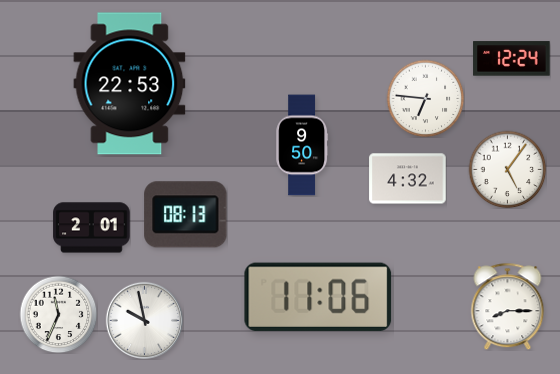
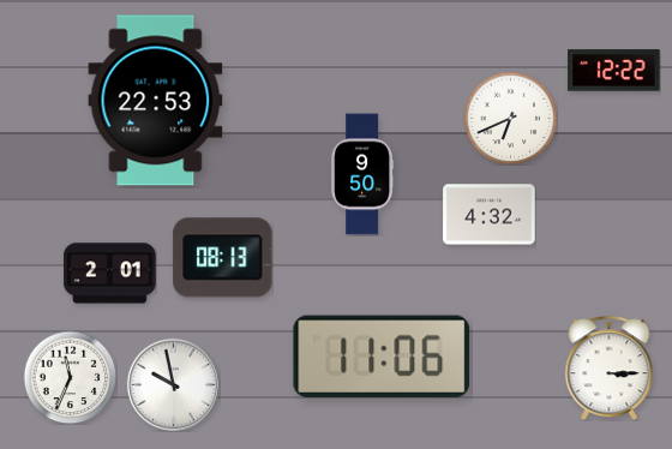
clock at (512, 59): 12:24 -> 12:22
clock at (425, 98): 6:46 -> 6:41
clock at (507, 169): 5:06 -> none
clock at (508, 306): 8:15 -> 3:15
